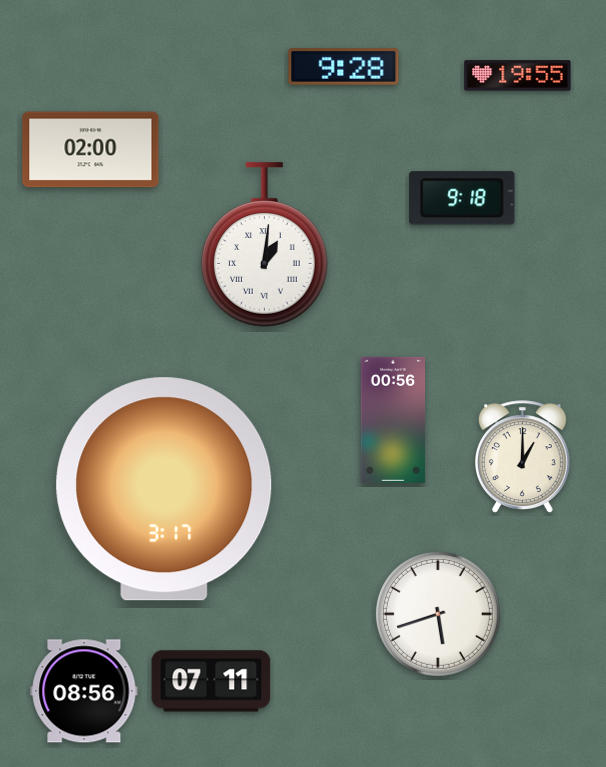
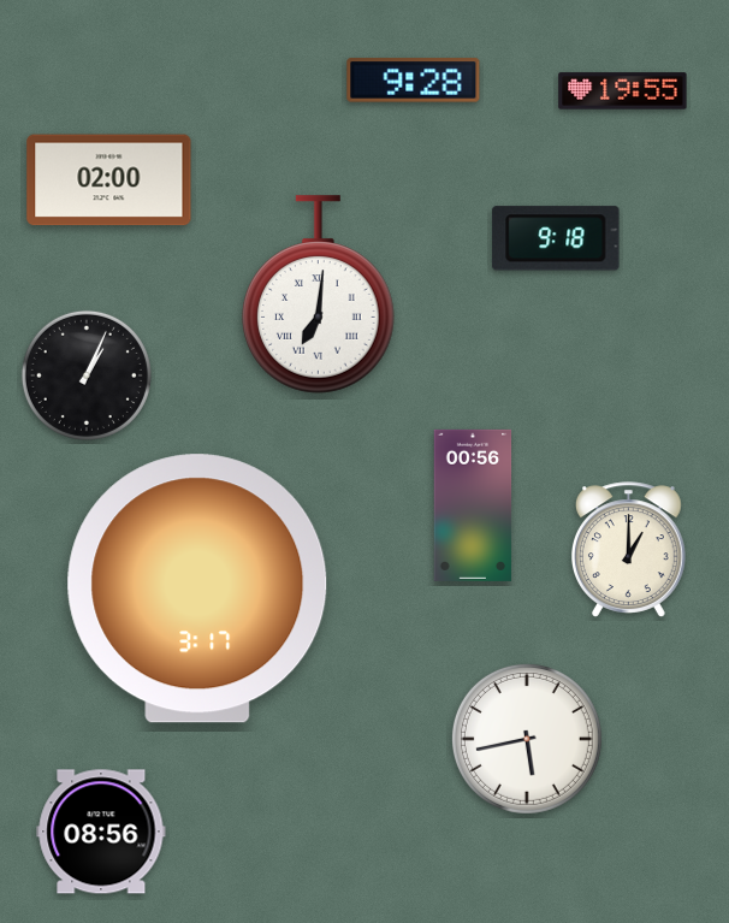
clock at (265, 245): 1:01 -> 7:01
clock at (87, 375): none -> 1:04
clock at (438, 614): 5:42 -> 5:43
clock at (211, 681): 07:11 -> none
